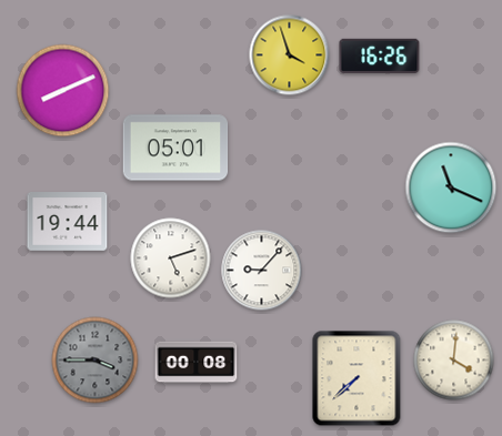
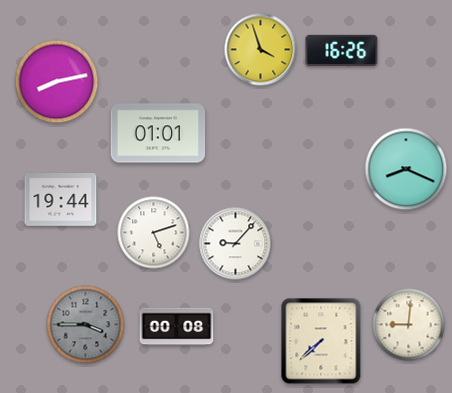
clock at (63, 91): 8:11 -> 8:13
clock at (175, 148): 05:01 -> 01:01
clock at (451, 187): 11:19 -> 8:19
clock at (454, 361): 4:01 -> 9:01
